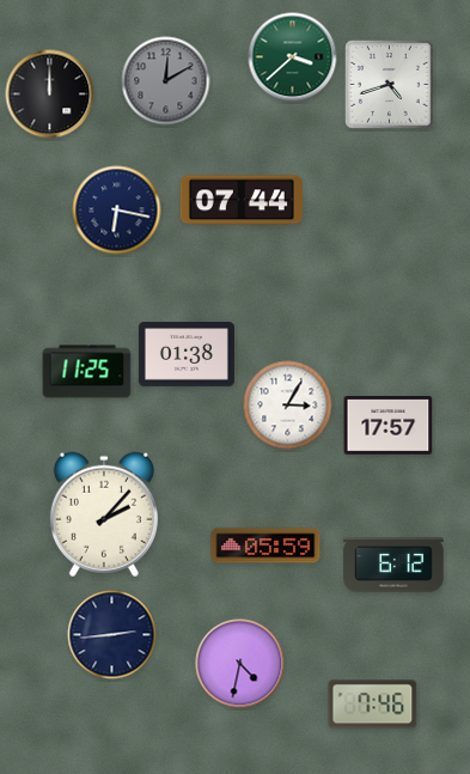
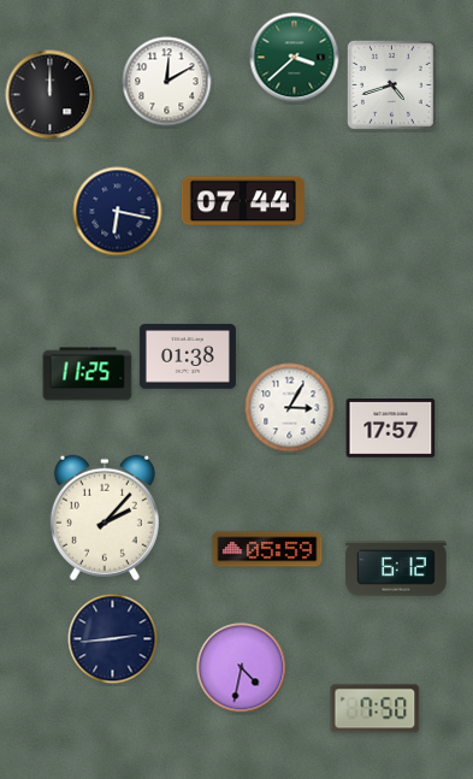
clock at (166, 81) dial: grey -> white
clock at (373, 705): 7:46 -> 7:50
